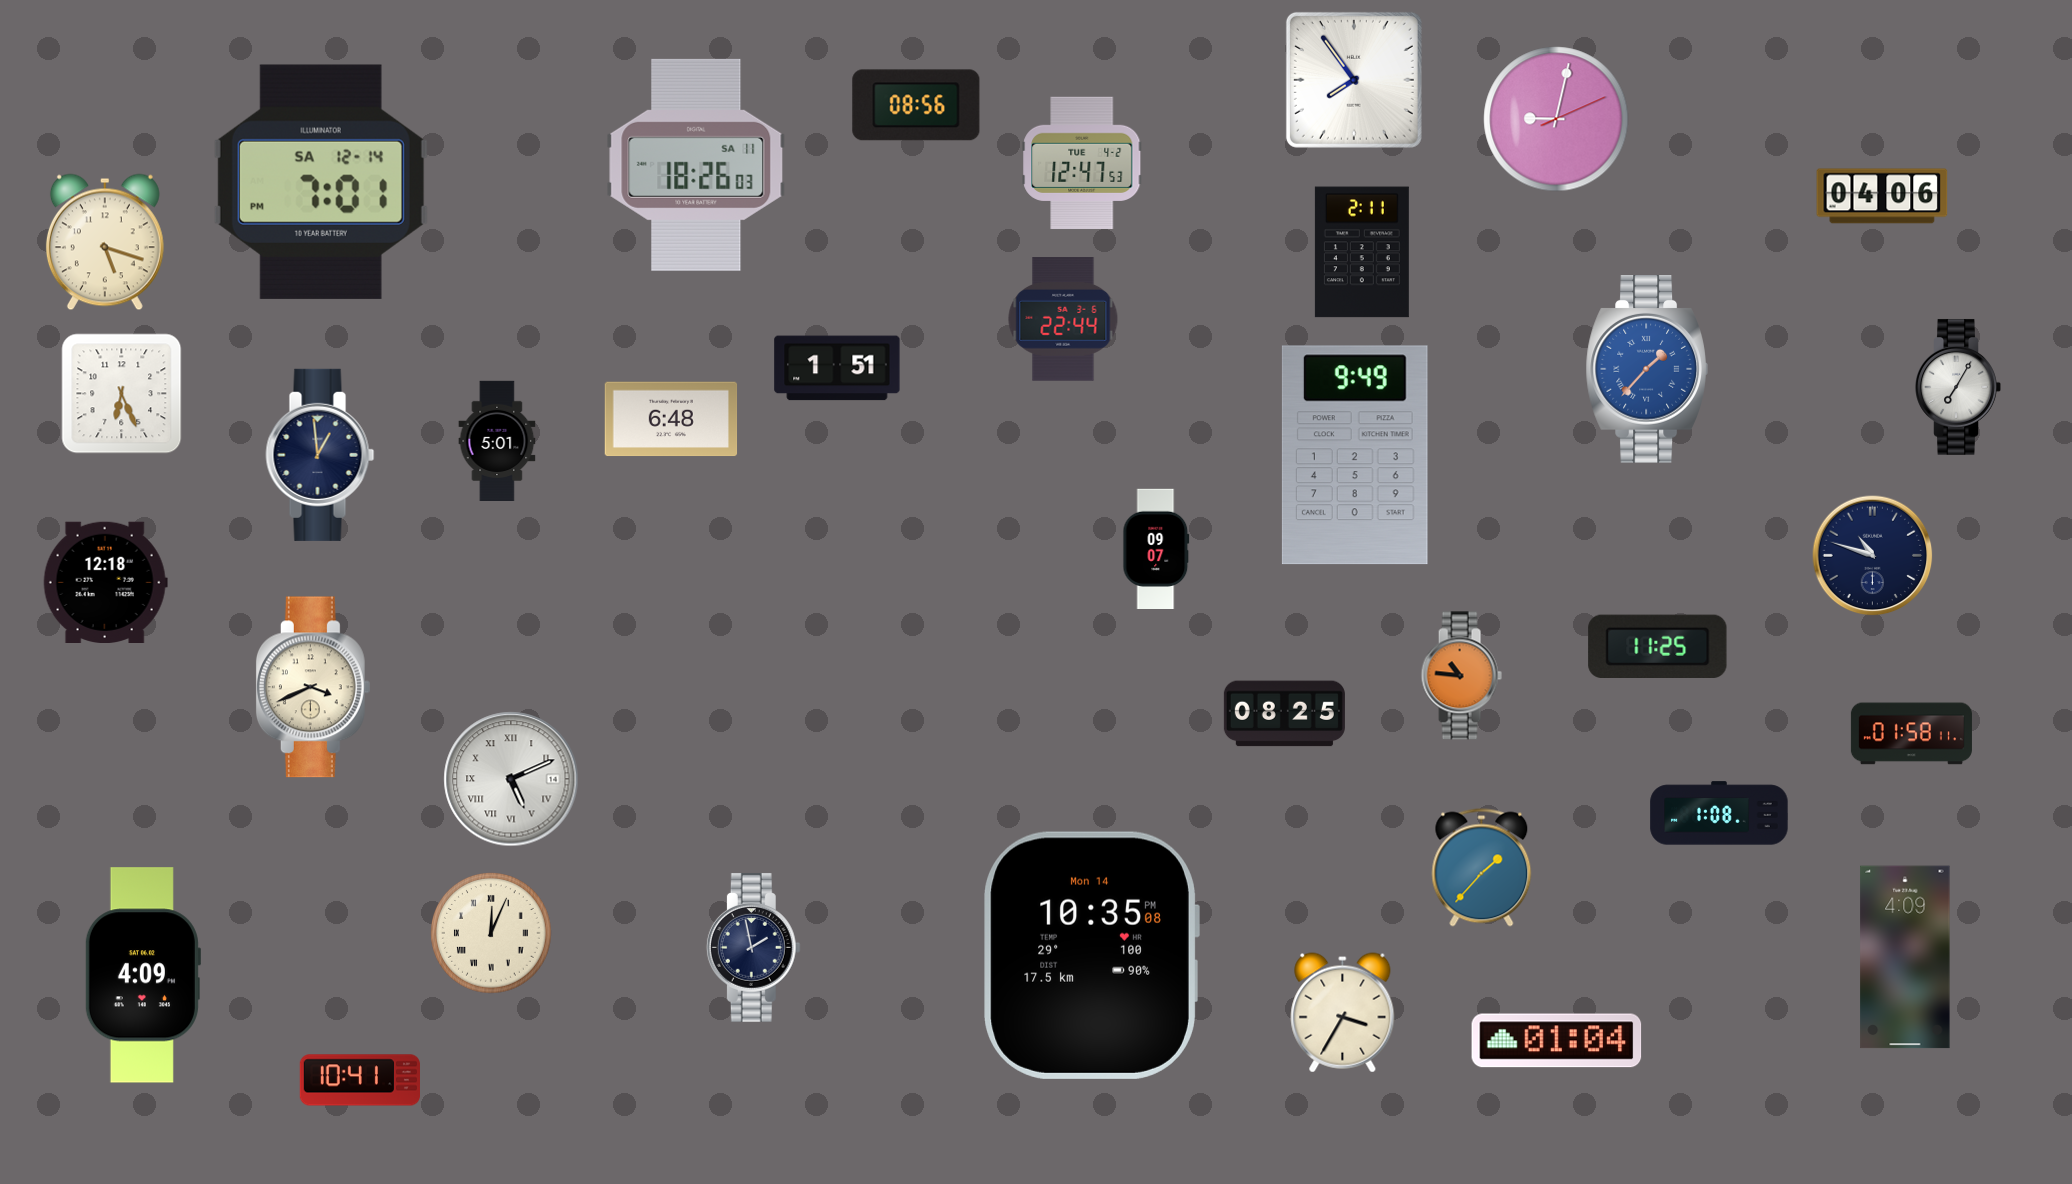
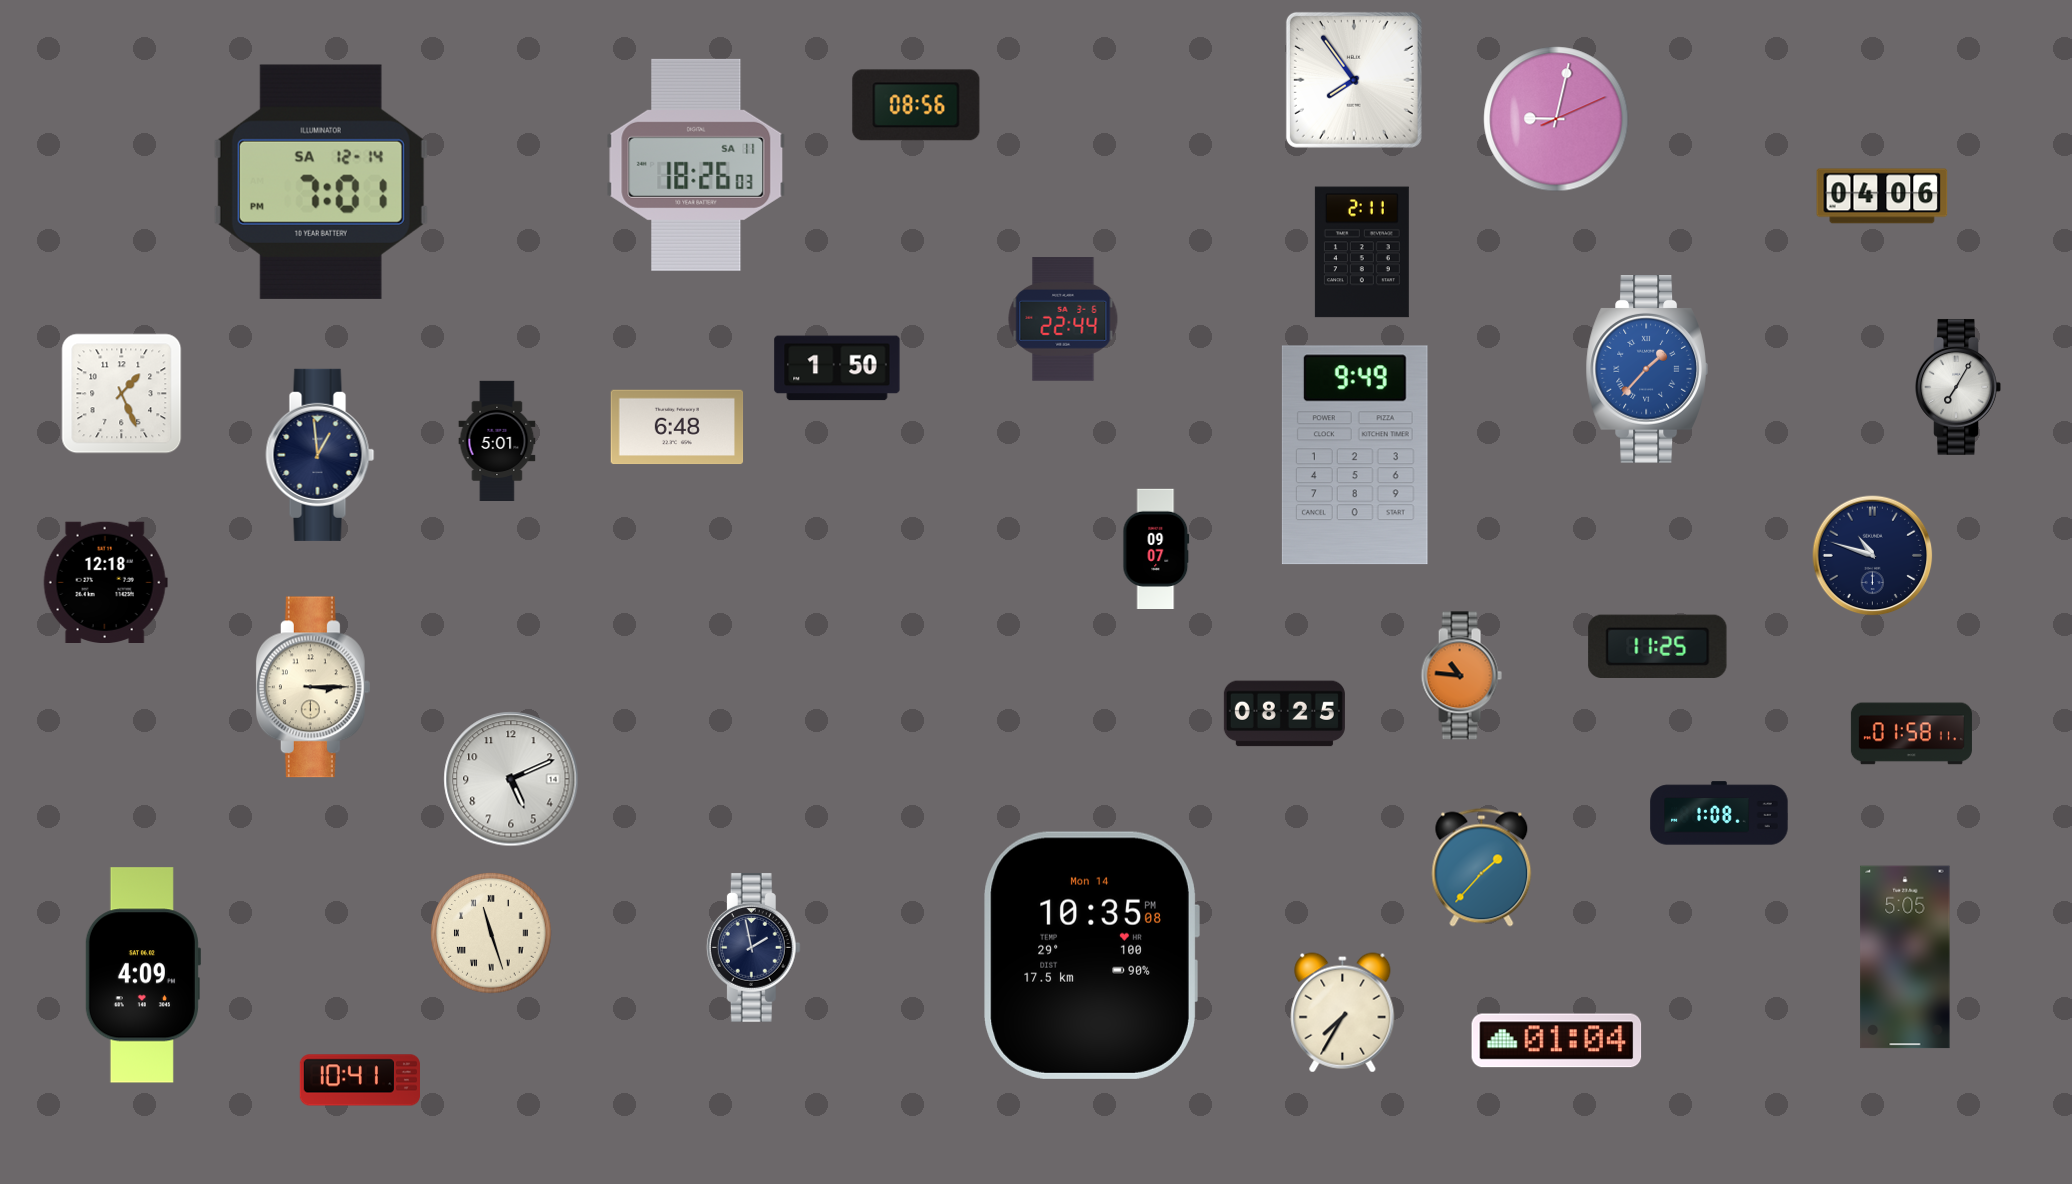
clock at (1082, 163): 12:47 -> none
clock at (105, 242): 5:18 -> none
clock at (837, 368): 1:51 -> 1:50
clock at (122, 394): 6:26 -> 1:26
clock at (671, 419) position: (671, 419) -> (677, 427)
clock at (313, 687): 3:41 -> 3:15
clock at (511, 779) numerals: Roman -> Arabic
clock at (491, 933): 12:04 -> 11:27
clock at (1905, 957): 4:09 -> 5:05
clock at (1343, 1013): 3:35 -> 7:35
